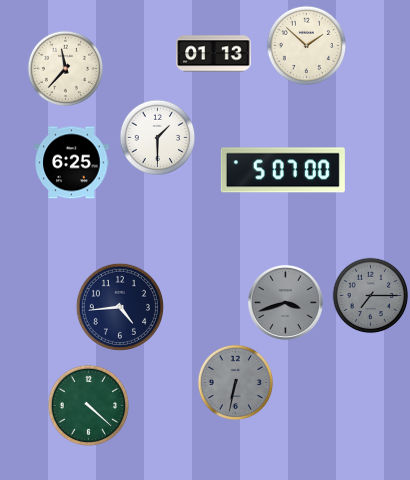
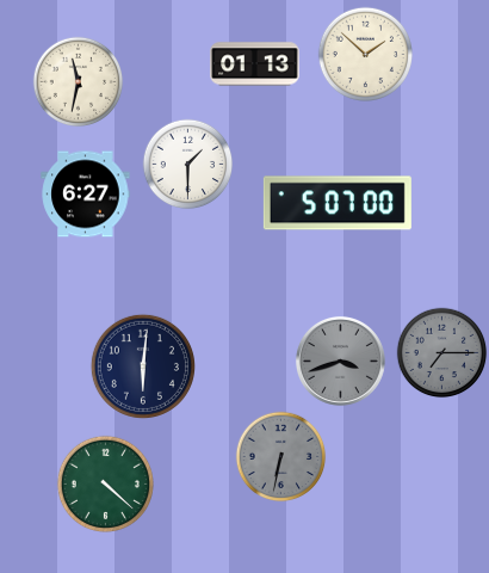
clock at (66, 69): 11:37 -> 11:32
clock at (72, 163): 6:25 -> 6:27
clock at (120, 307): 4:44 -> 6:01
